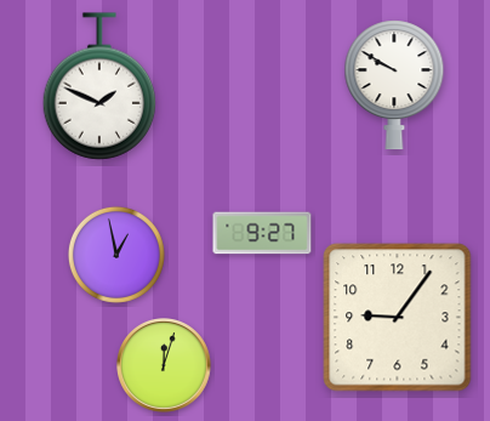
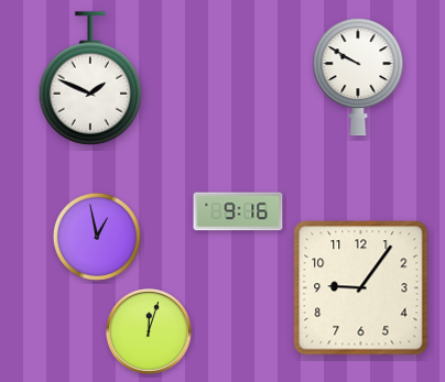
clock at (262, 233): 9:27 -> 9:16
clock at (116, 255) position: (116, 255) -> (97, 237)
